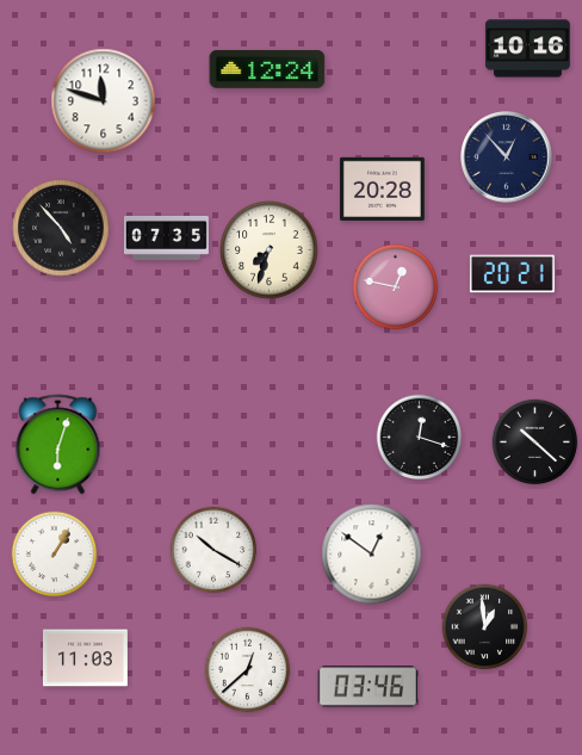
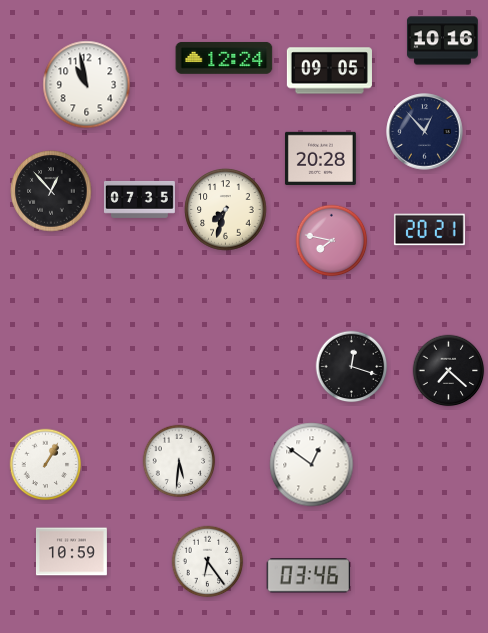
clock at (329, 71): none -> 09:05
clock at (104, 101): 11:48 -> 10:58
clock at (61, 228): 4:53 -> 12:53
clock at (396, 287): 12:47 -> 7:47
clock at (535, 443): 10:22 -> 7:22
clock at (58, 445): 6:03 -> none
clock at (213, 550): 10:20 -> 5:31
clock at (485, 627): 12:59 -> none
clock at (85, 658): 11:03 -> 10:59
clock at (248, 670): 12:38 -> 6:24
